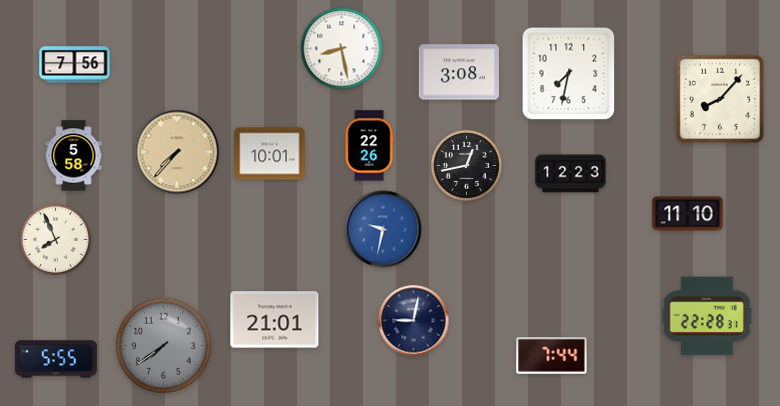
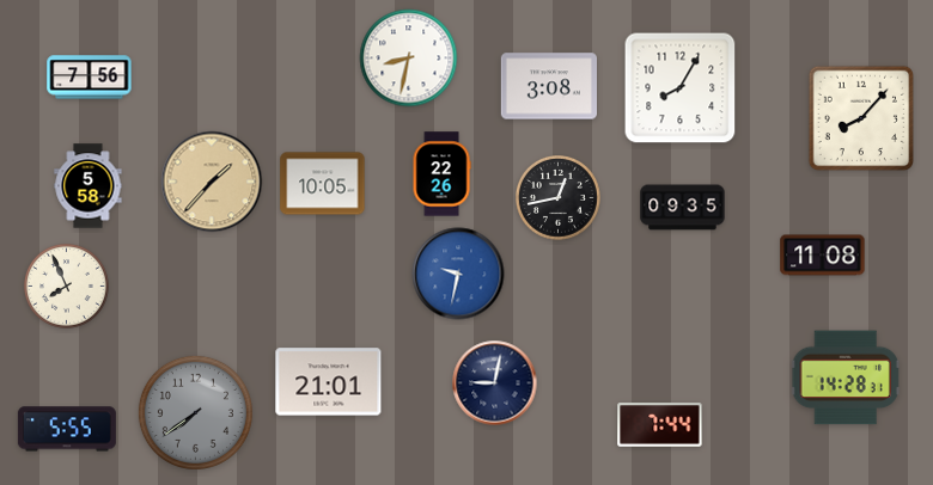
clock at (342, 49): 8:28 -> 8:32
clock at (569, 74): 7:32 -> 8:05
clock at (177, 152): 7:37 -> 1:37
clock at (270, 154): 10:01 -> 10:05
clock at (571, 174): 12:23 -> 09:35
clock at (688, 214): 11:10 -> 11:08
clock at (707, 316): 22:28 -> 14:28
